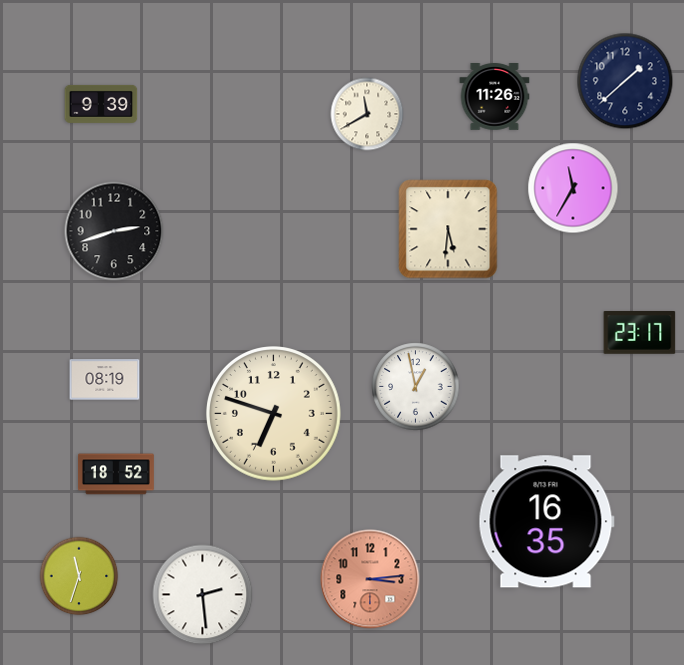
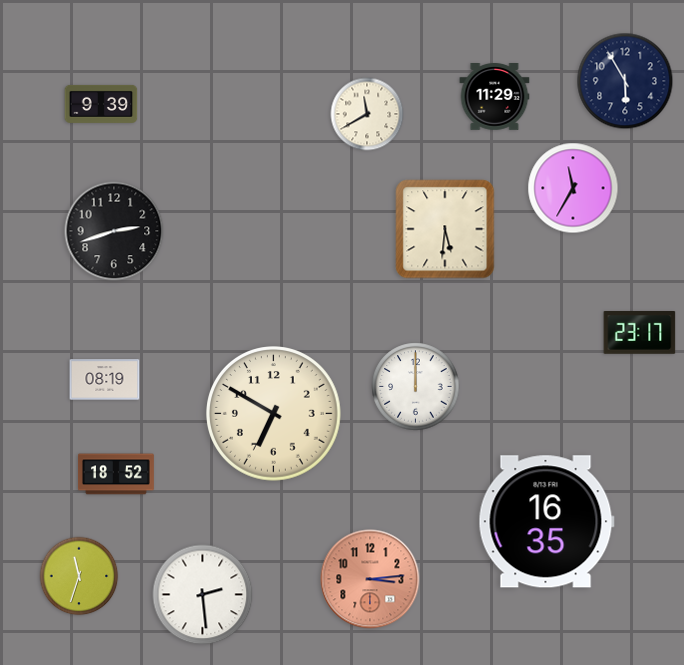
clock at (625, 81): 1:38 -> 5:55
clock at (495, 97): 11:26 -> 11:29
clock at (448, 229) position: (448, 229) -> (445, 229)
clock at (416, 387): 12:58 -> 12:00
clock at (274, 414): 6:48 -> 6:50
